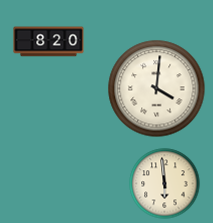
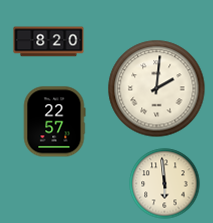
clock at (157, 89): 4:01 -> 2:01
clock at (54, 122): none -> 22:57
